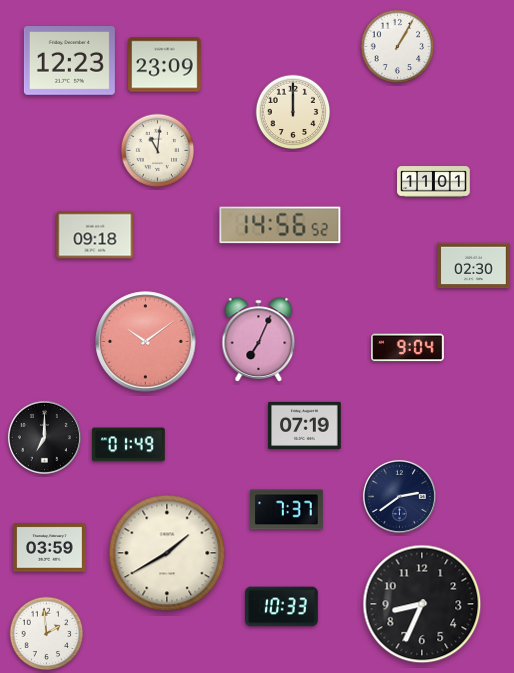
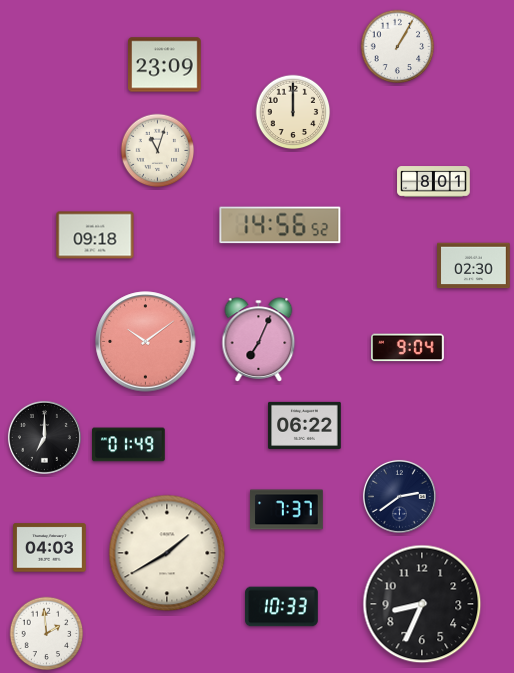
clock at (69, 61): 12:23 -> none
clock at (158, 151): 11:01 -> 11:03
clock at (434, 182): 11:01 -> 8:01
clock at (305, 425): 07:19 -> 06:22
clock at (50, 548): 03:59 -> 04:03
